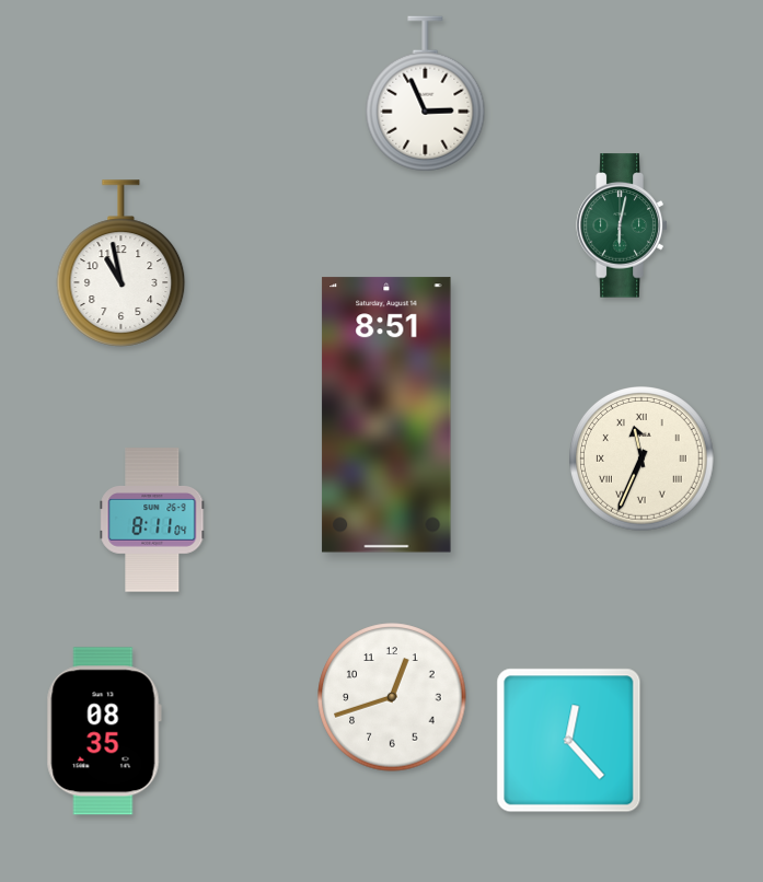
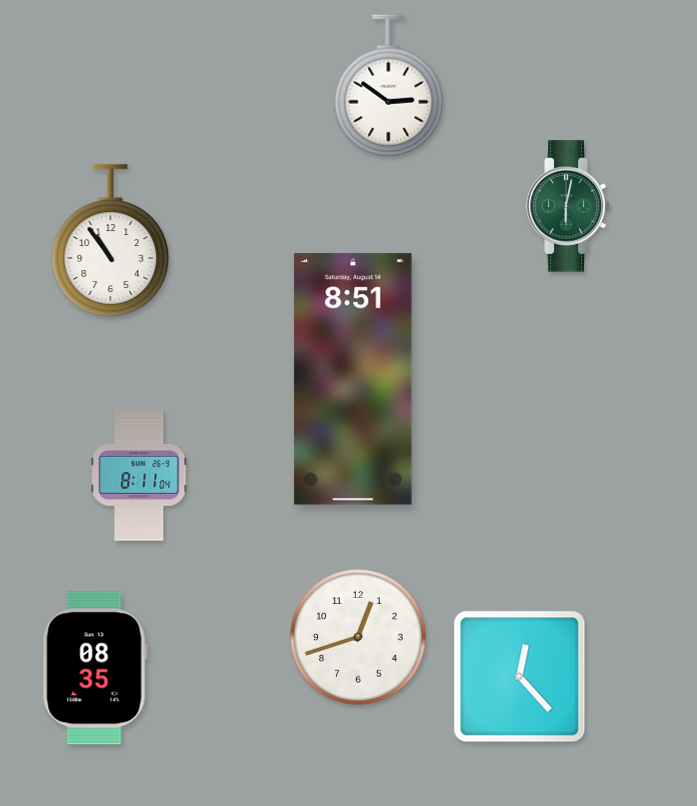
clock at (426, 94): 2:56 -> 2:51
clock at (122, 264): 10:58 -> 10:54
clock at (643, 460): 11:34 -> none
